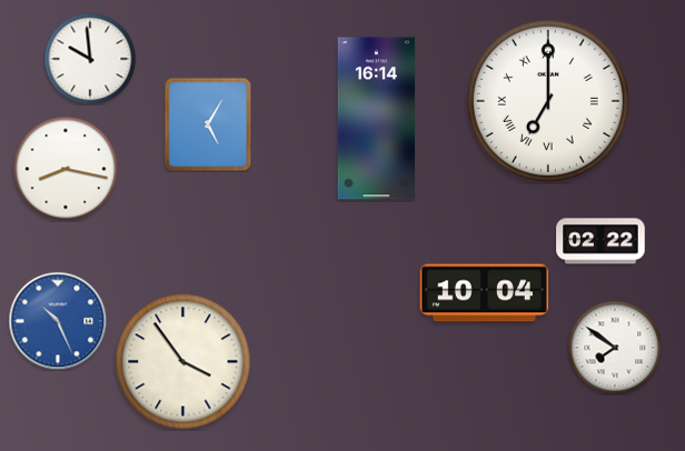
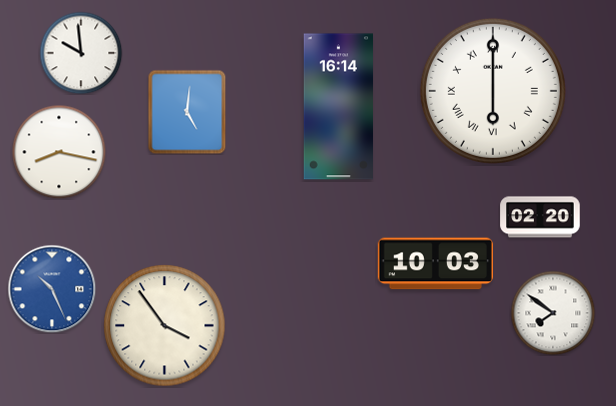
clock at (548, 101): 7:00 -> 6:00
clock at (208, 124): 5:05 -> 5:01
clock at (600, 241): 02:22 -> 02:20
clock at (484, 293): 10:04 -> 10:03
